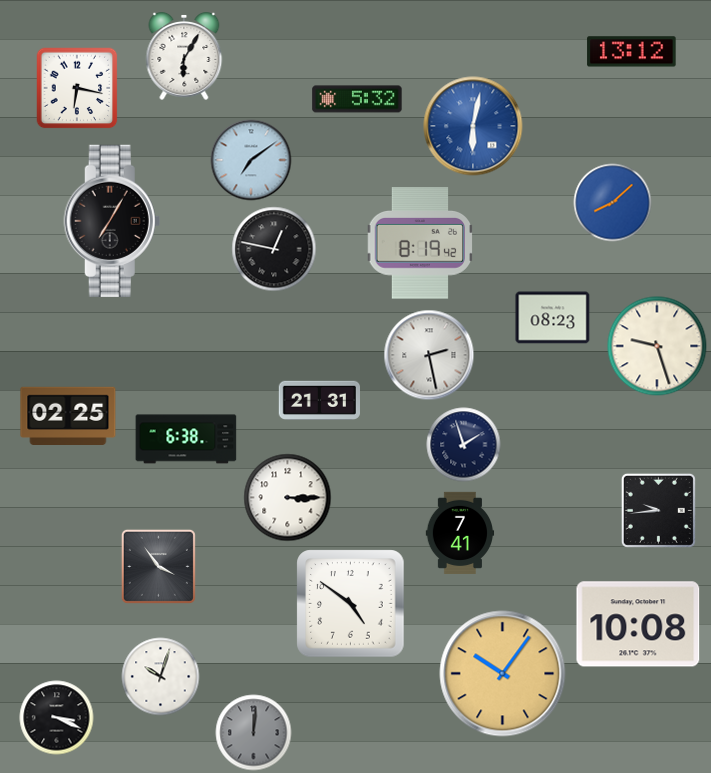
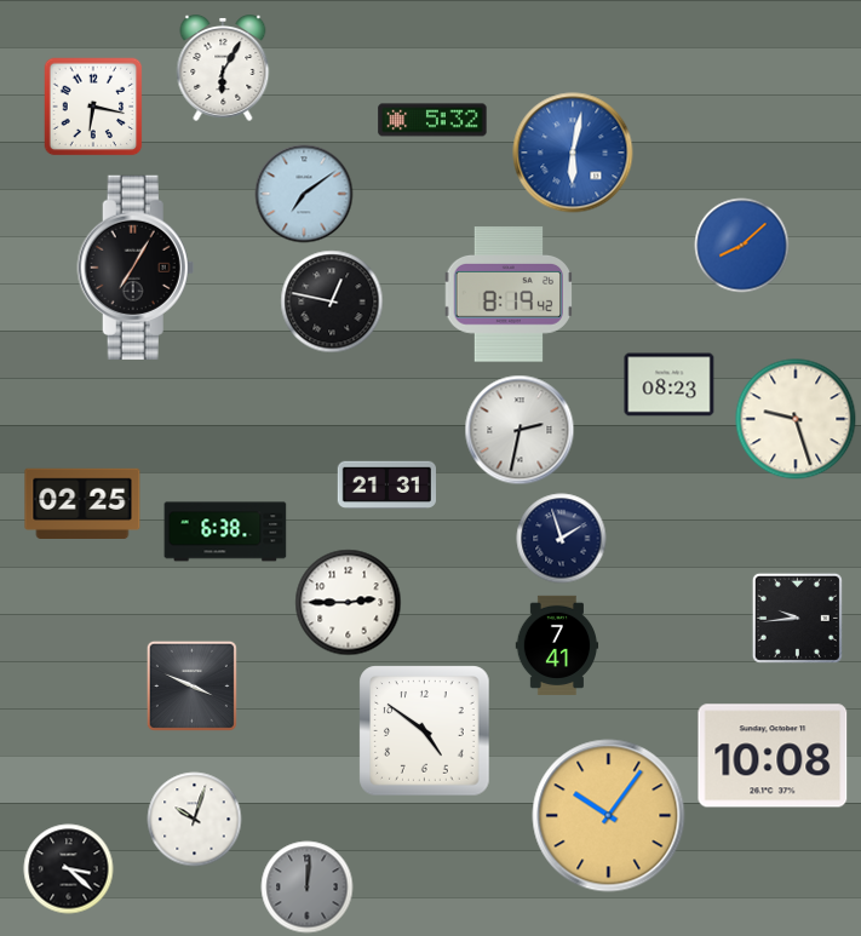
clock at (632, 52): 13:12 -> none
clock at (429, 355): 2:28 -> 2:32
clock at (288, 498): 3:15 -> 2:45
clock at (158, 566): 3:54 -> 3:49
clock at (57, 718): 3:19 -> 3:22
